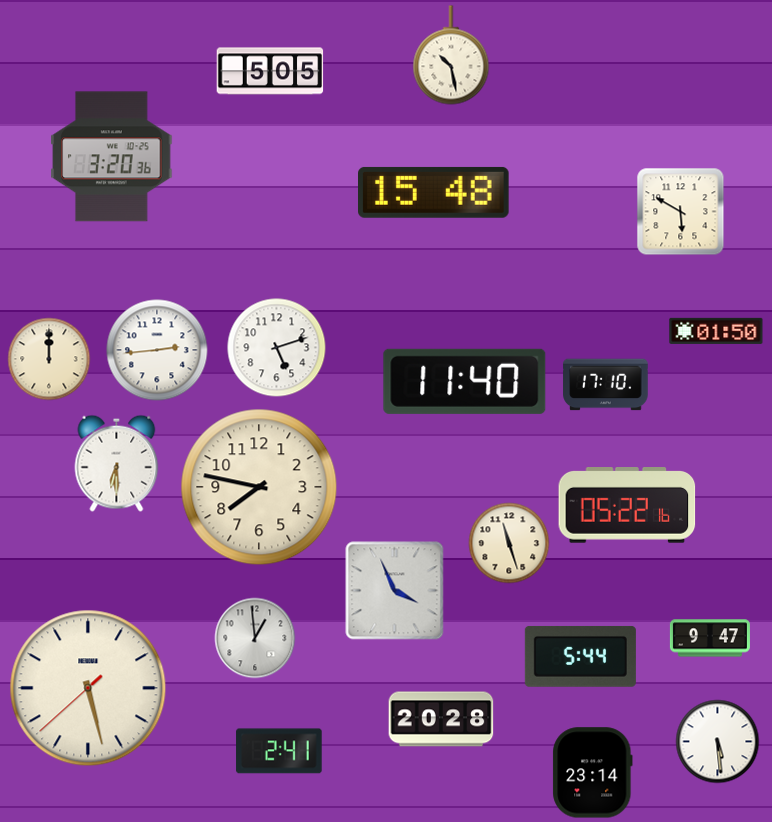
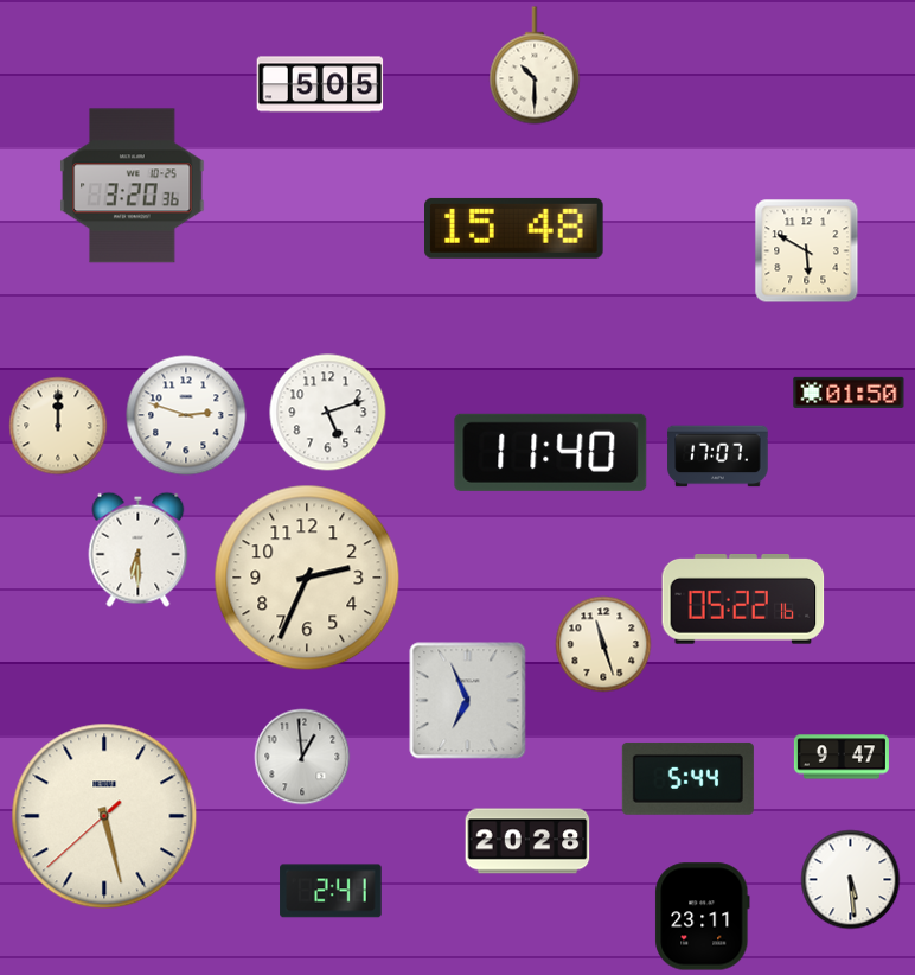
clock at (451, 55): 10:28 -> 10:30
clock at (157, 350): 2:44 -> 2:48
clock at (606, 385): 17:10 -> 17:07
clock at (259, 487): 7:47 -> 2:34
clock at (395, 591): 3:56 -> 6:56
clock at (441, 719) position: (441, 719) -> (527, 841)
clock at (593, 773): 23:14 -> 23:11
